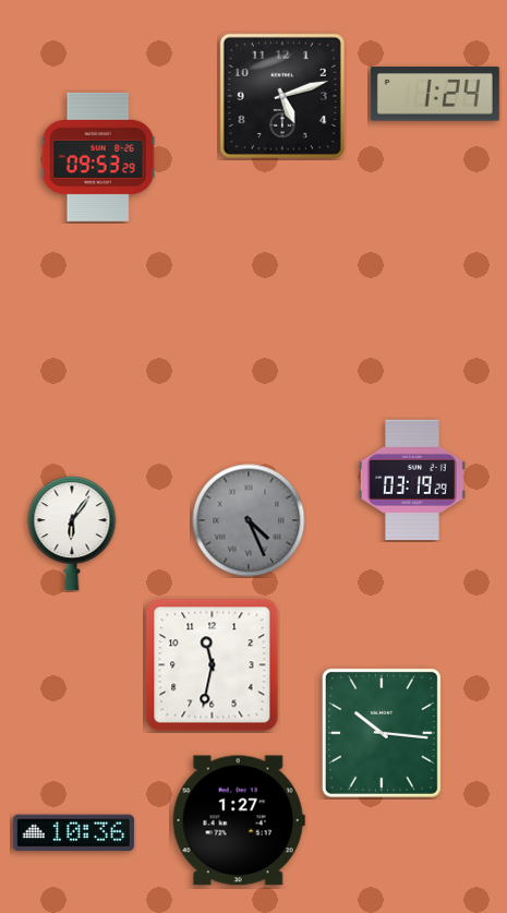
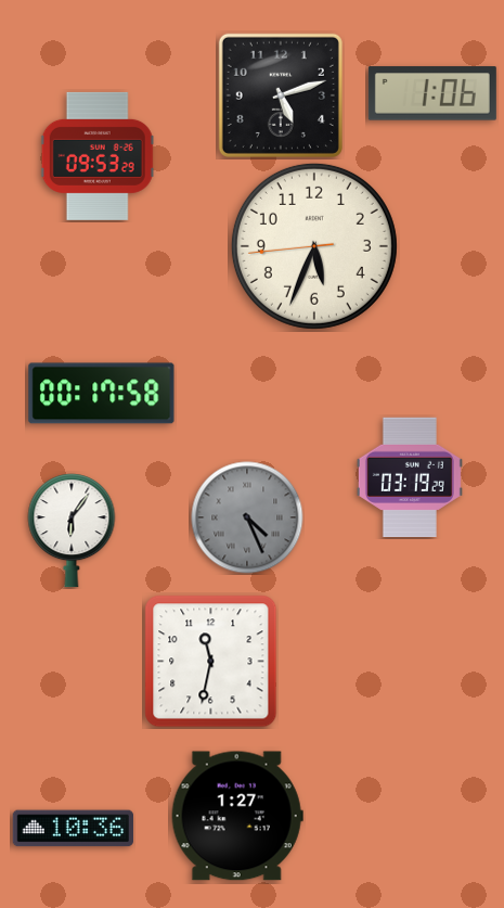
clock at (435, 94): 1:24 -> 1:06
clock at (314, 246): none -> 5:33
clock at (102, 394): none -> 00:17
clock at (382, 733): 10:16 -> none
